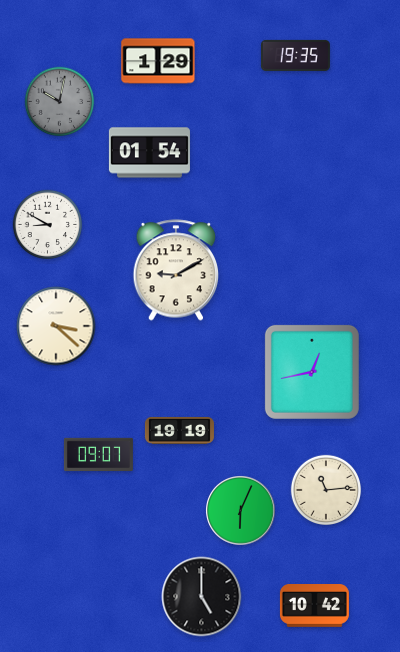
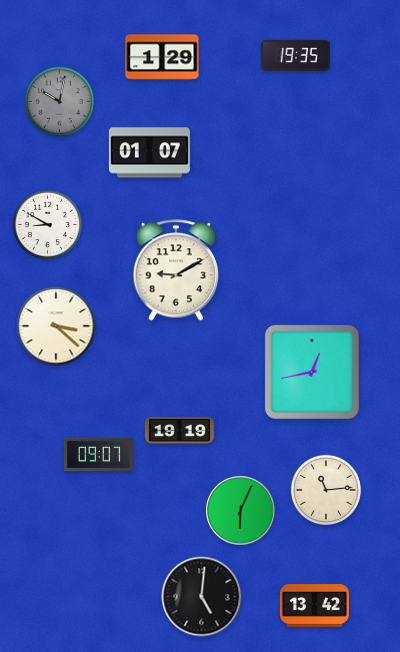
clock at (158, 61) position: (158, 61) -> (162, 57)
clock at (149, 153): 01:54 -> 01:07
clock at (202, 597): 5:00 -> 5:01
clock at (314, 606): 10:42 -> 13:42
